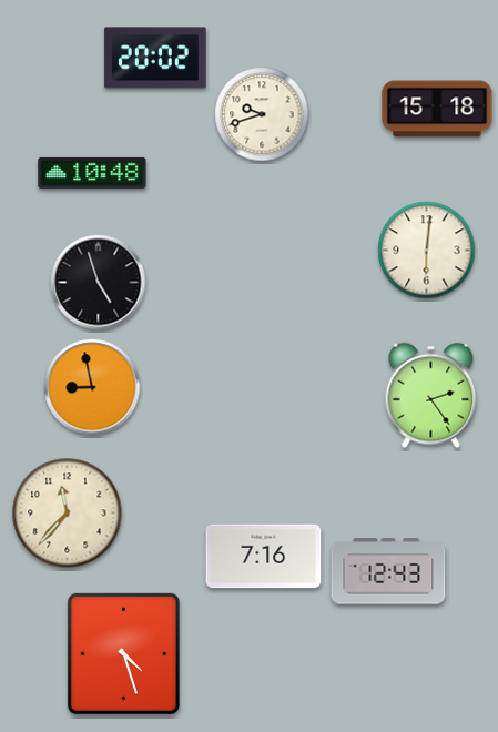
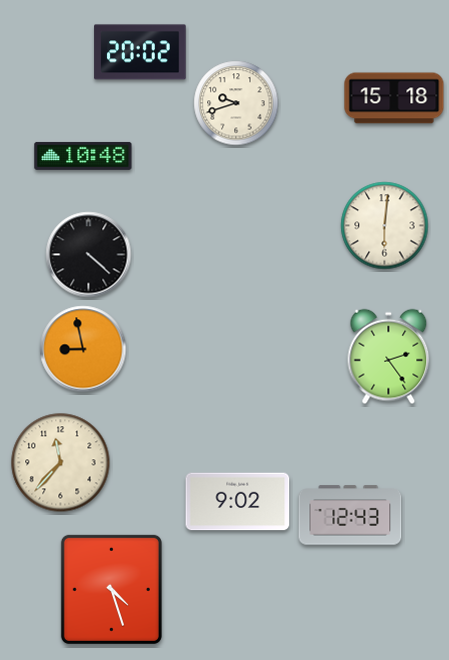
clock at (99, 283): 4:57 -> 4:22
clock at (264, 557): 7:16 -> 9:02
